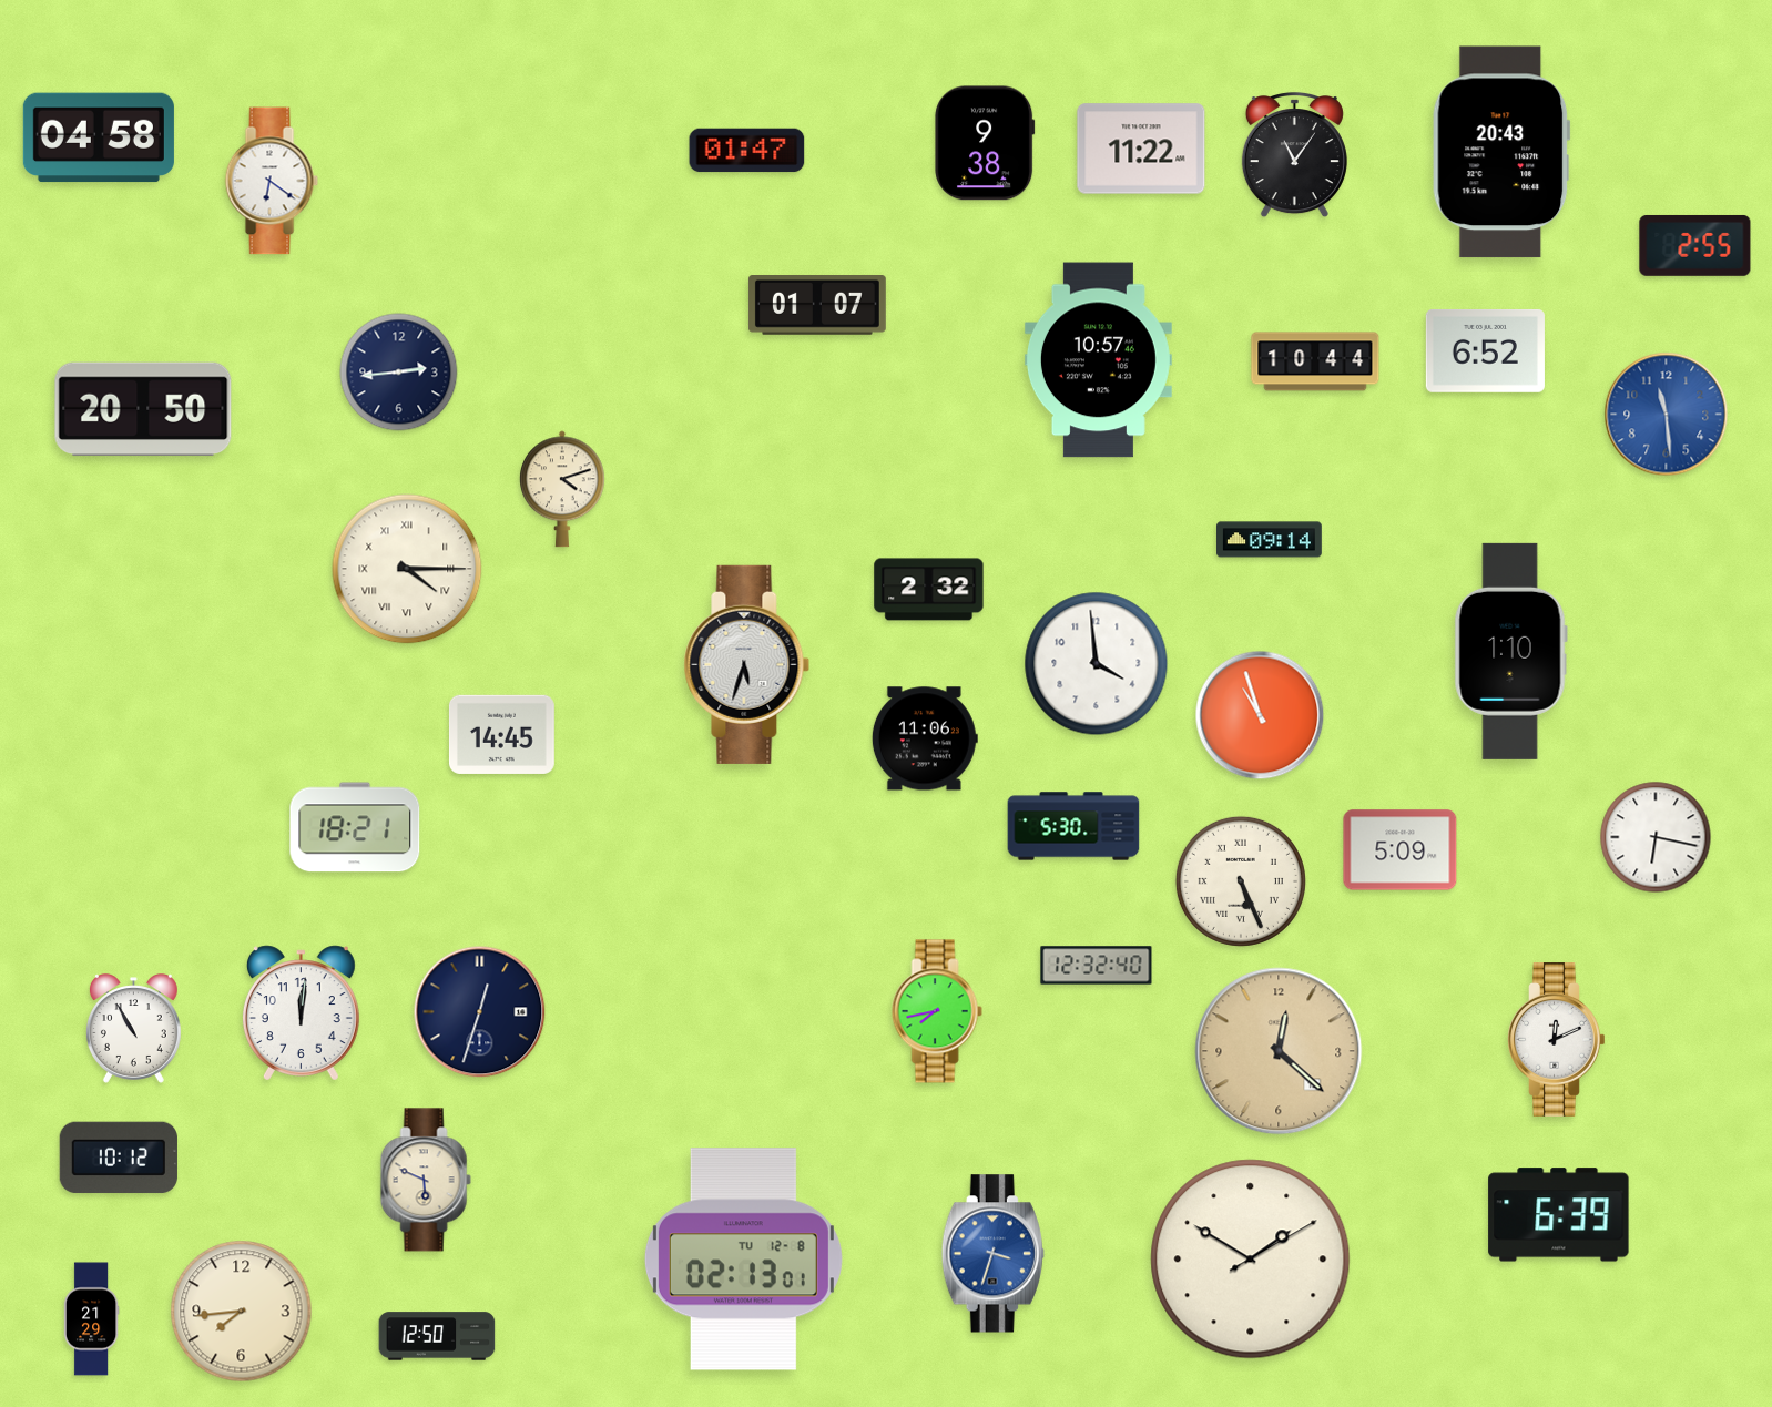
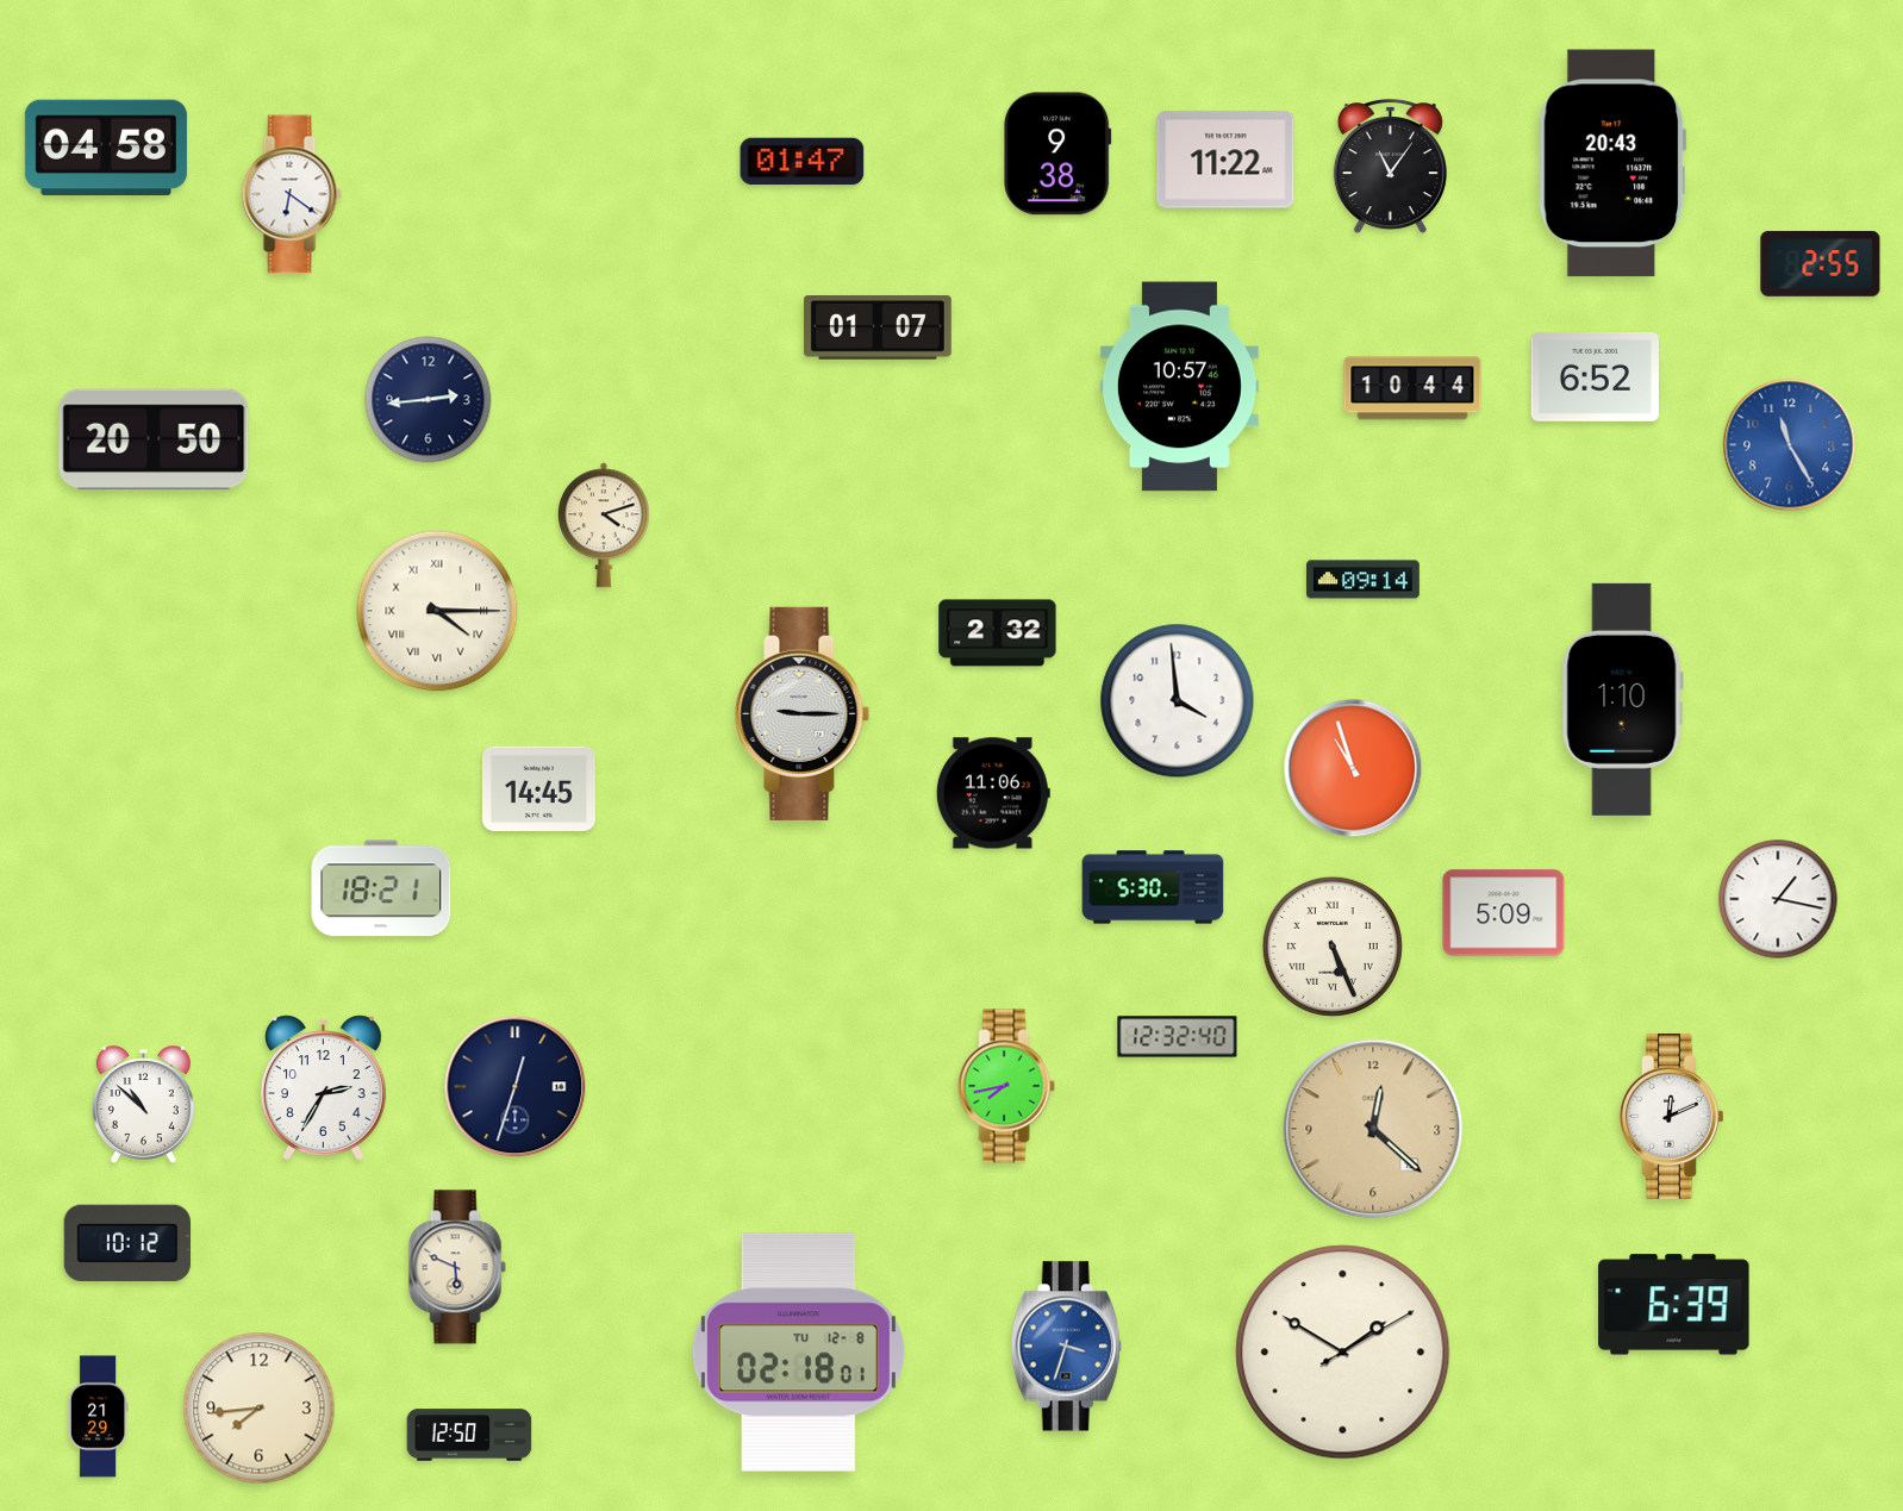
clock at (1667, 415): 11:29 -> 11:25
clock at (747, 664): 5:33 -> 9:15
clock at (1097, 664) position: (1097, 664) -> (1178, 701)
clock at (1656, 837): 6:17 -> 1:17
clock at (301, 1013): 12:01 -> 2:35
clock at (133, 1029): 10:55 -> 10:52
clock at (743, 1260): 02:13 -> 02:18
